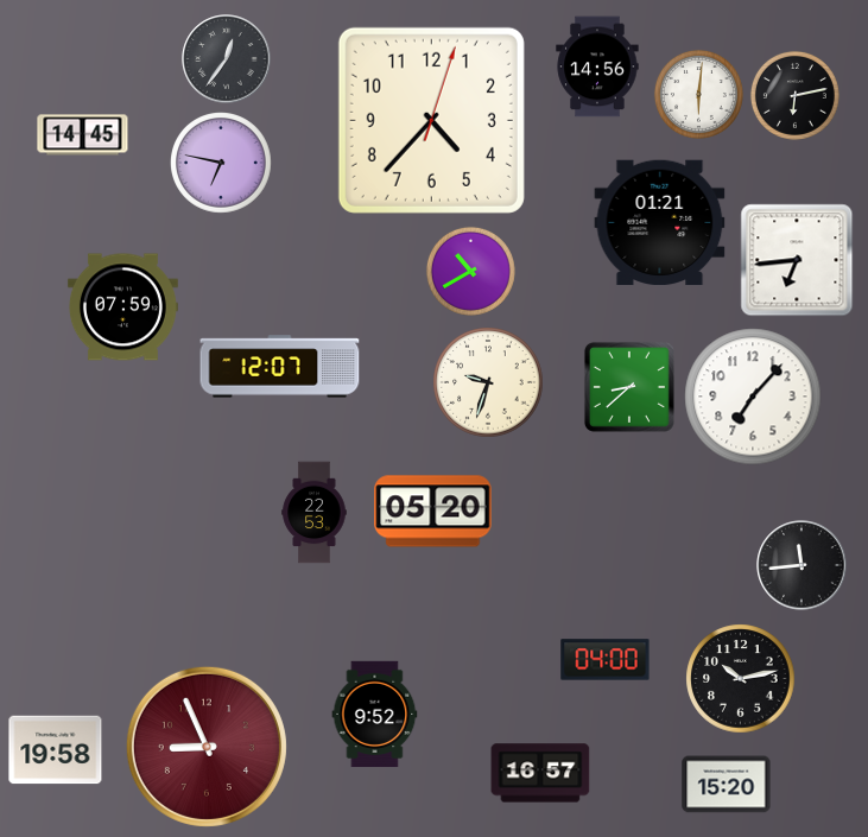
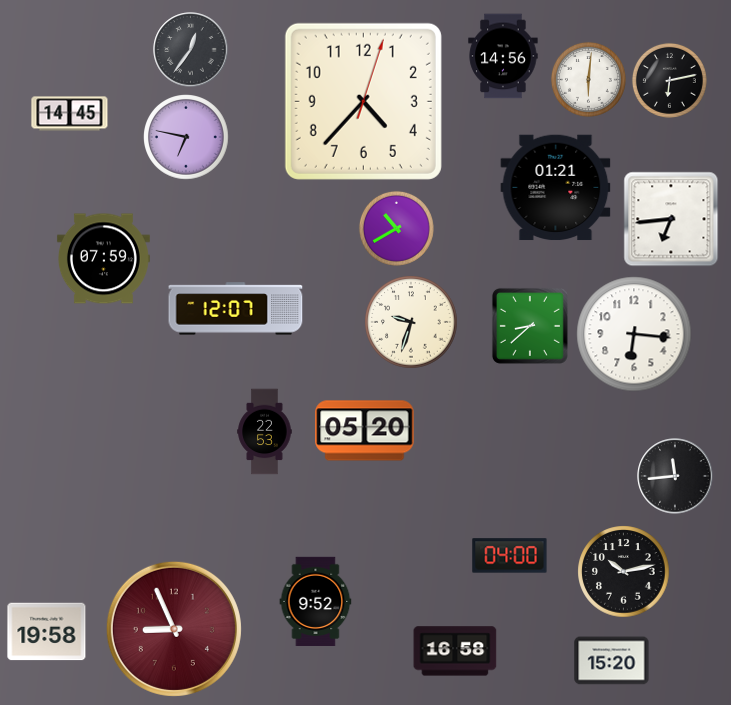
clock at (753, 397): 7:07 -> 6:16
clock at (540, 773): 16:57 -> 16:58
